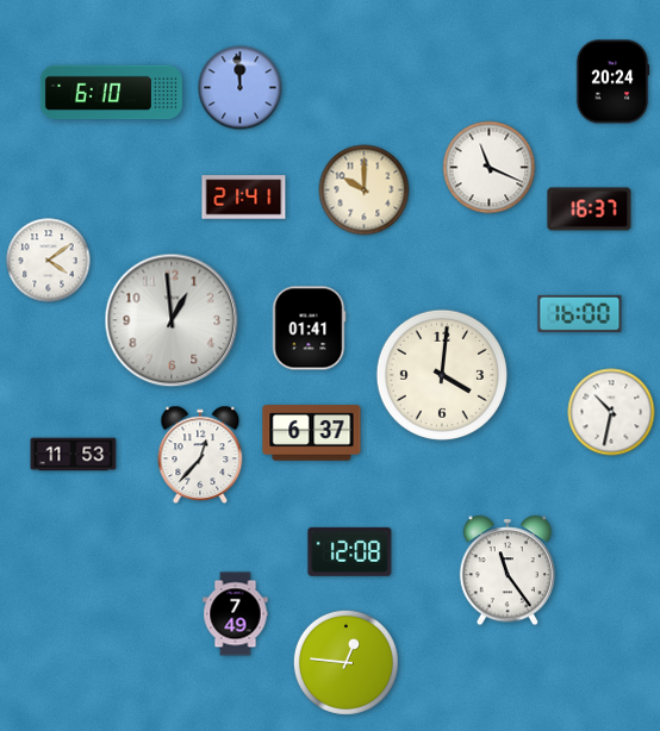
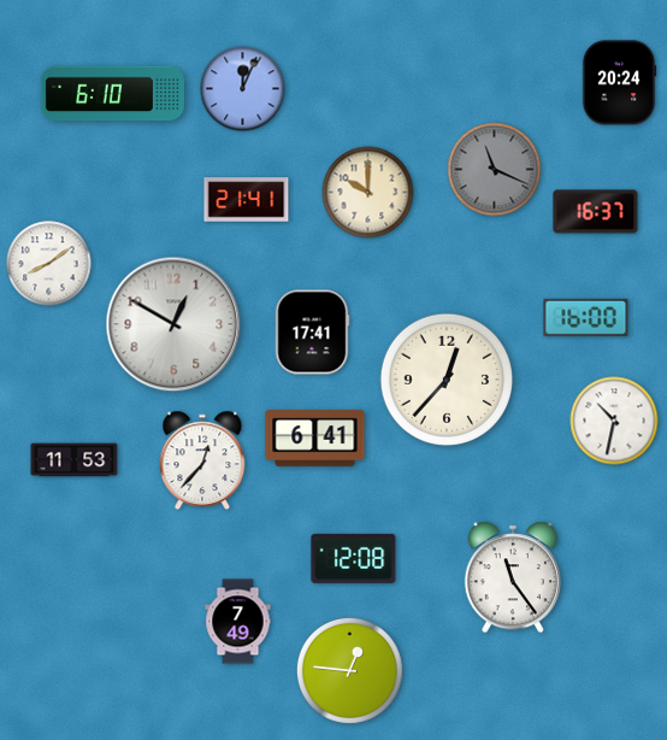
clock at (241, 88): 11:59 -> 12:04
clock at (490, 168) dial: white -> grey
clock at (49, 261): 4:09 -> 8:09
clock at (172, 320): 12:59 -> 12:50
clock at (309, 329): 01:41 -> 17:41
clock at (442, 375): 4:01 -> 12:37
clock at (611, 412) position: (611, 412) -> (614, 421)
clock at (312, 433): 6:37 -> 6:41
